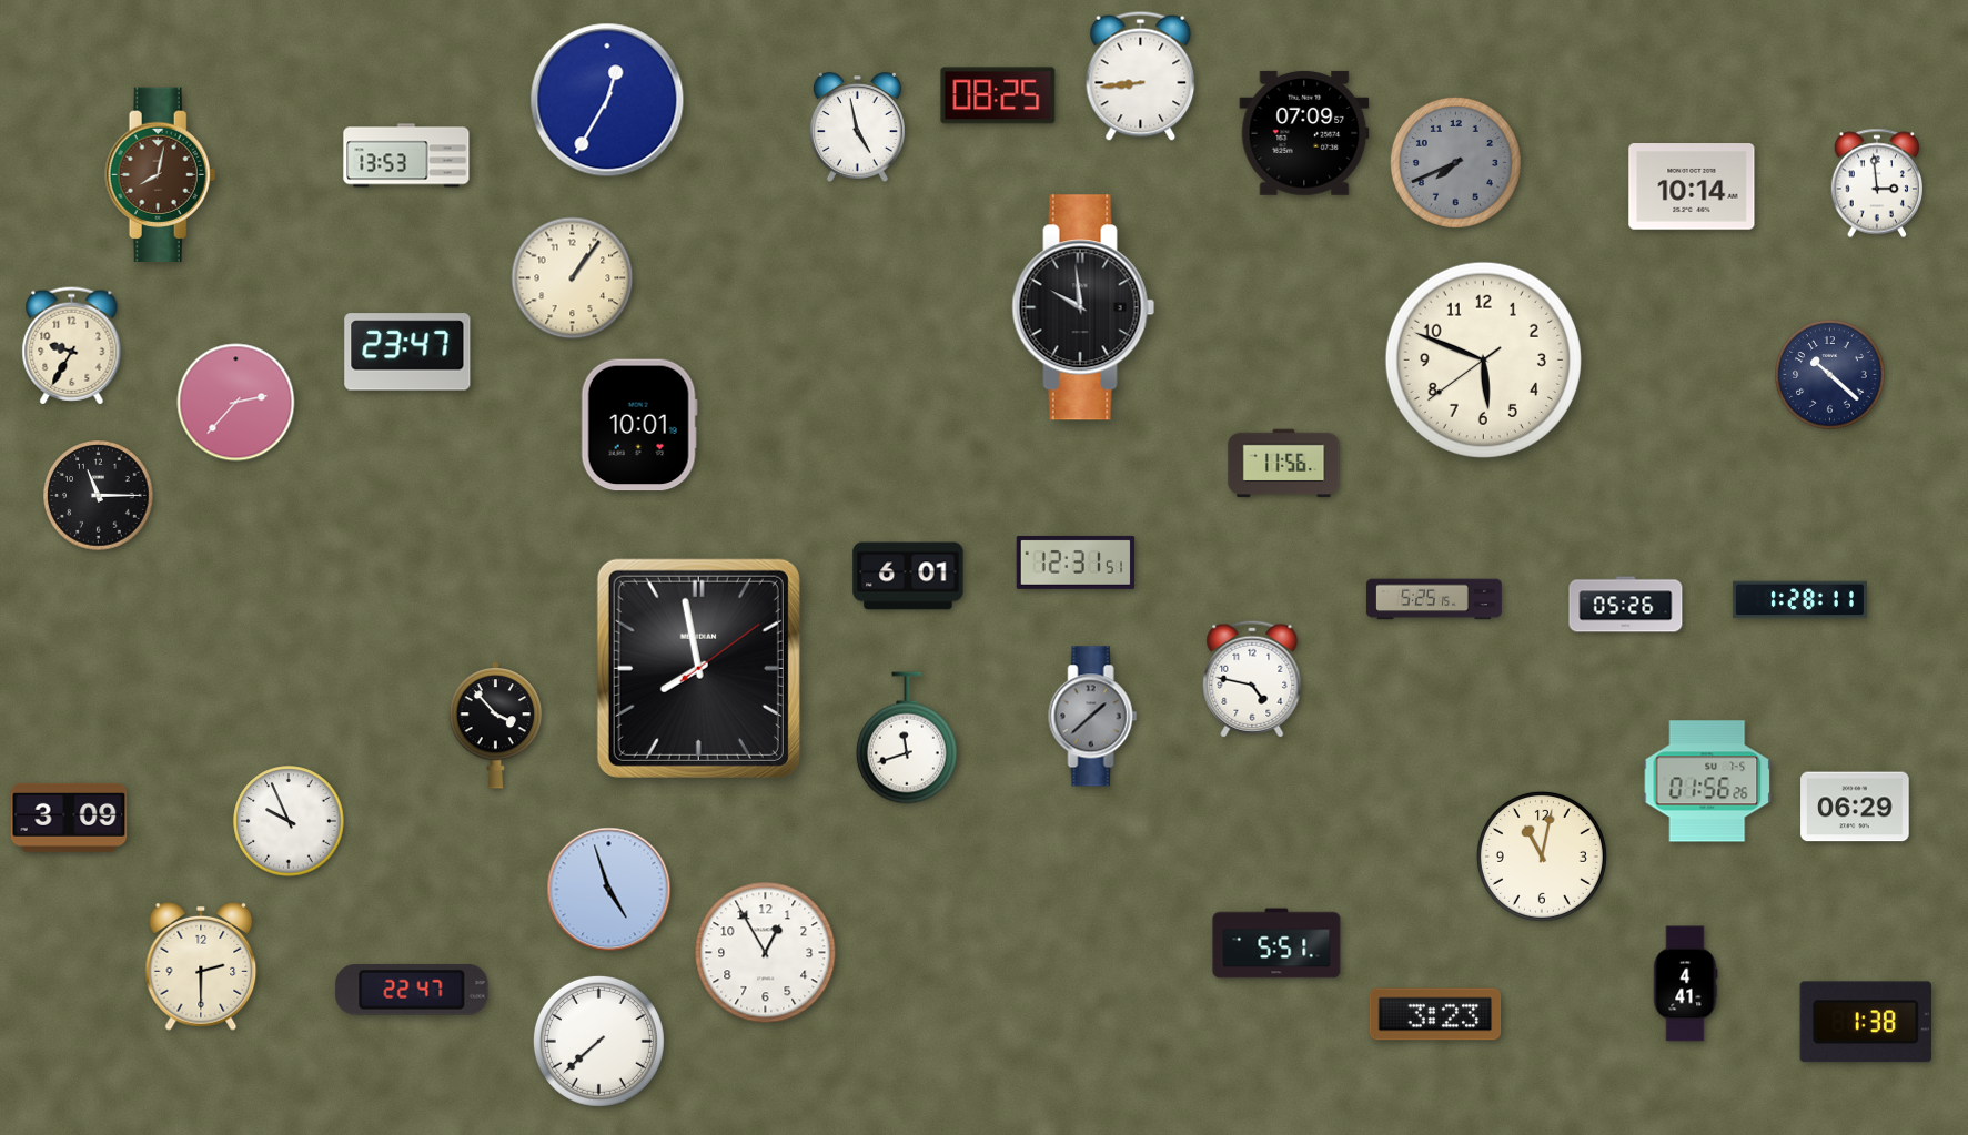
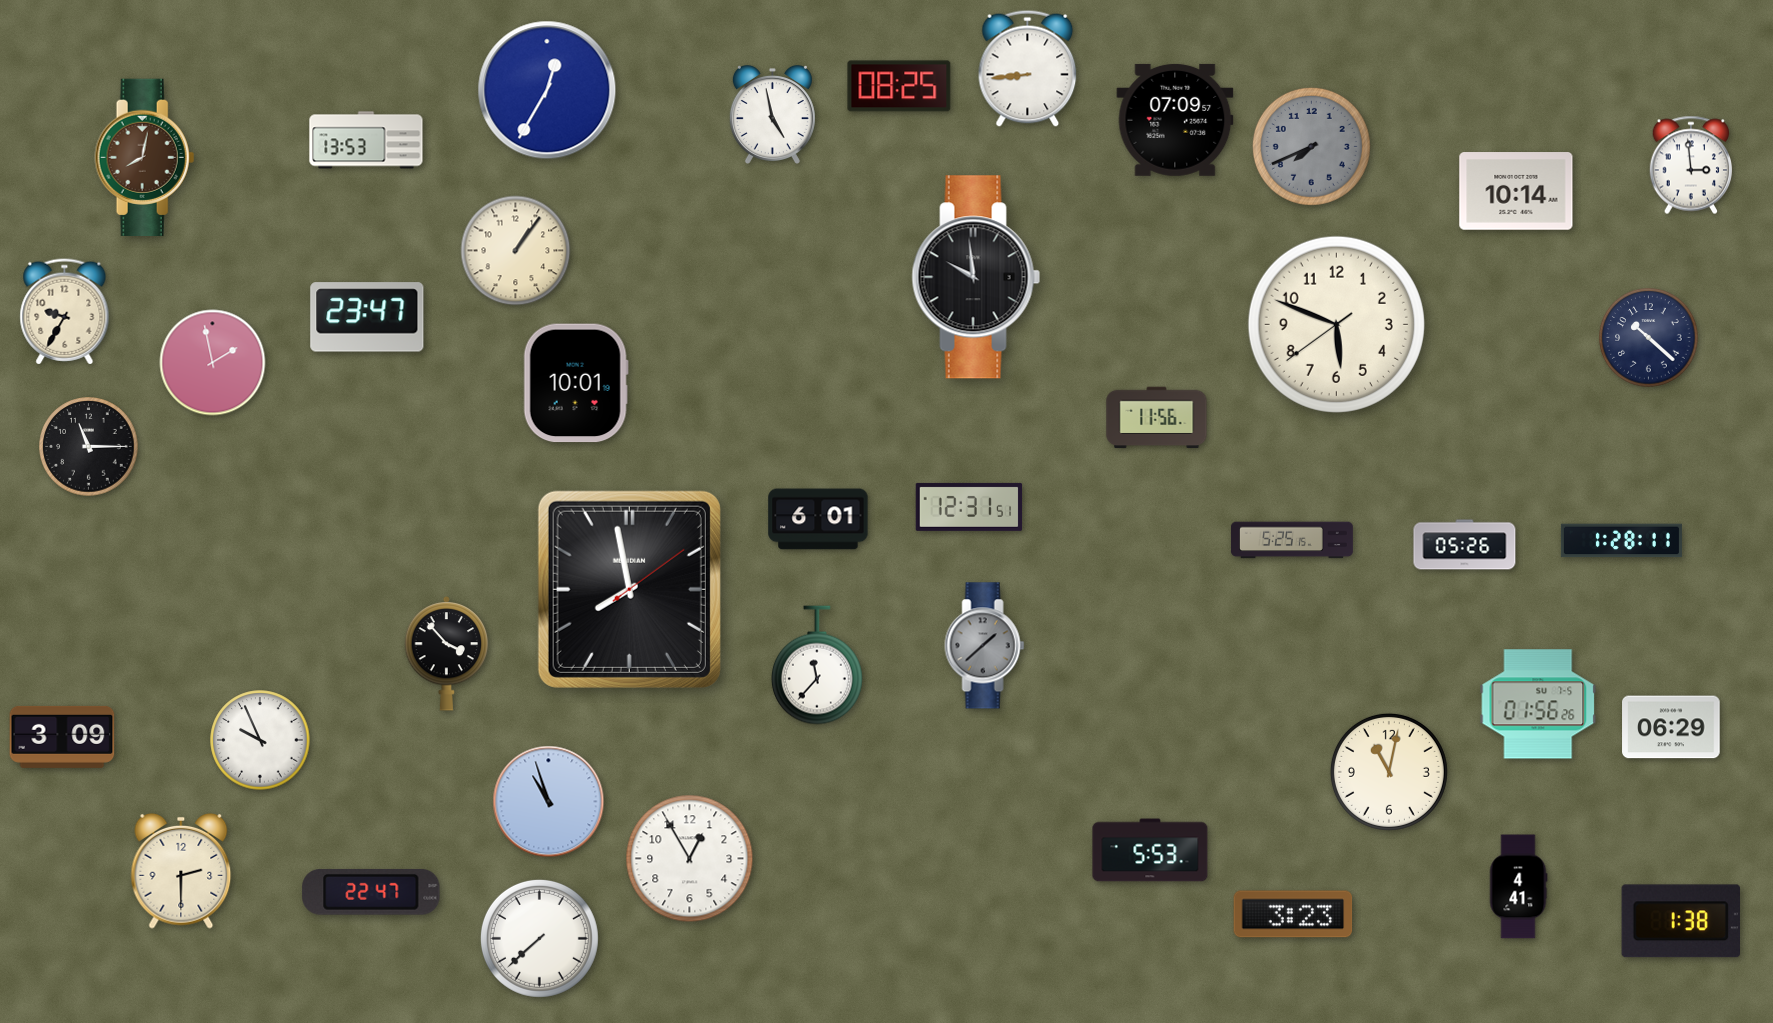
clock at (1692, 186) position: (1692, 186) -> (1516, 191)
clock at (236, 403): 2:37 -> 1:58
clock at (698, 668) position: (698, 668) -> (629, 589)
clock at (1252, 679): 4:47 -> none
clock at (907, 738): 11:42 -> 11:37
clock at (609, 890): 4:57 -> 10:57
clock at (1276, 943): 5:51 -> 5:53
